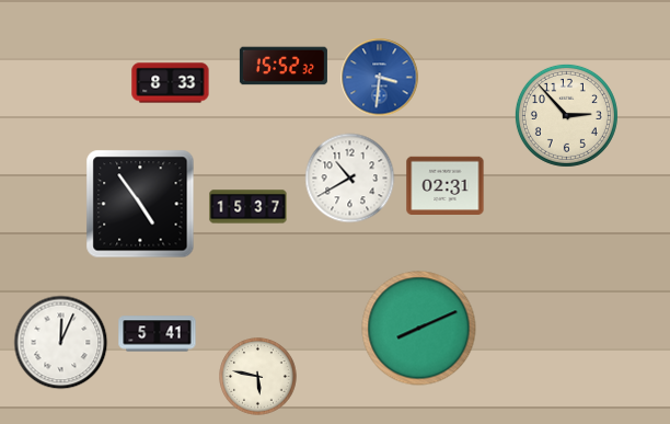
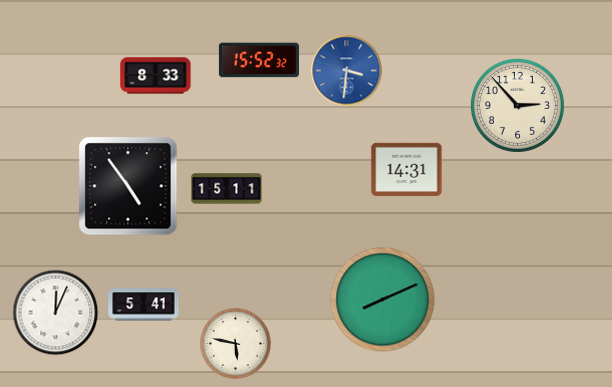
clock at (350, 179): 10:40 -> none
clock at (446, 186): 02:31 -> 14:31
clock at (249, 207): 15:37 -> 15:11
